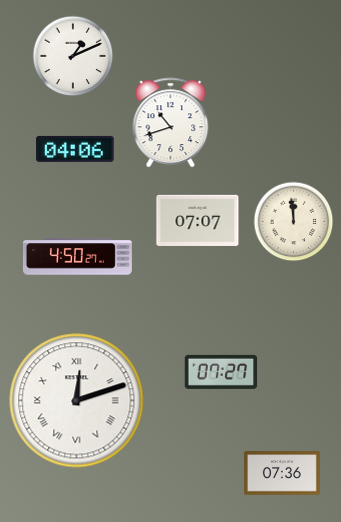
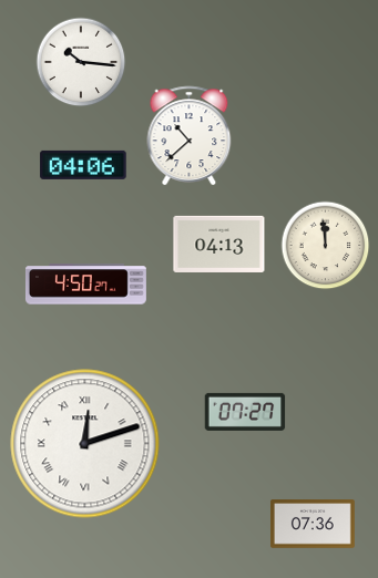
clock at (73, 56): 1:11 -> 10:16
clock at (171, 123): 10:42 -> 10:38
clock at (198, 220): 07:07 -> 04:13
